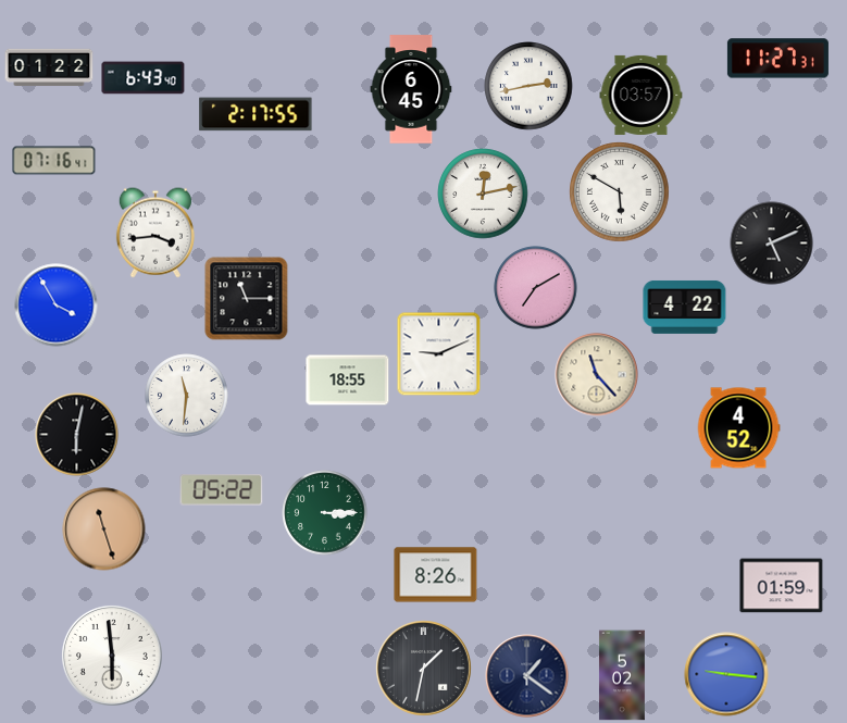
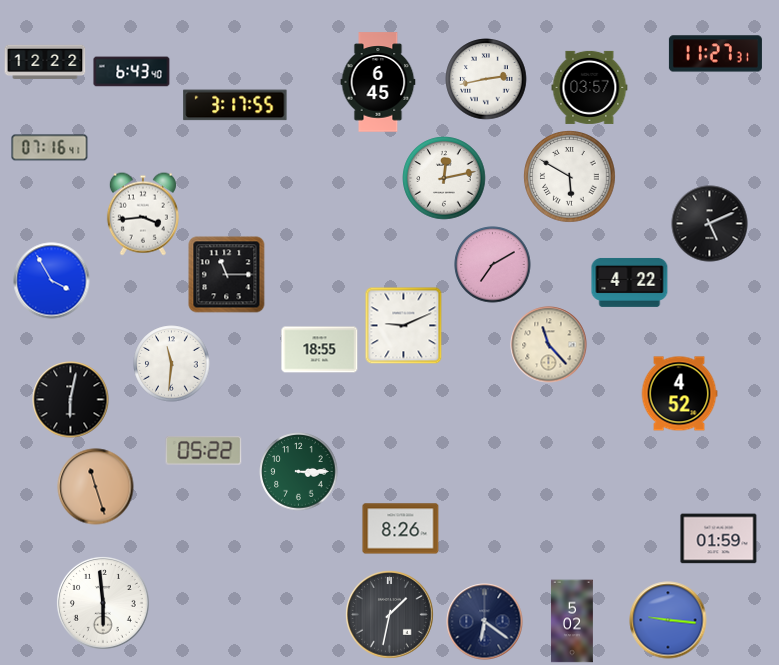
clock at (49, 67): 01:22 -> 12:22
clock at (256, 114): 2:17 -> 3:17
clock at (527, 676): 1:21 -> 6:21
